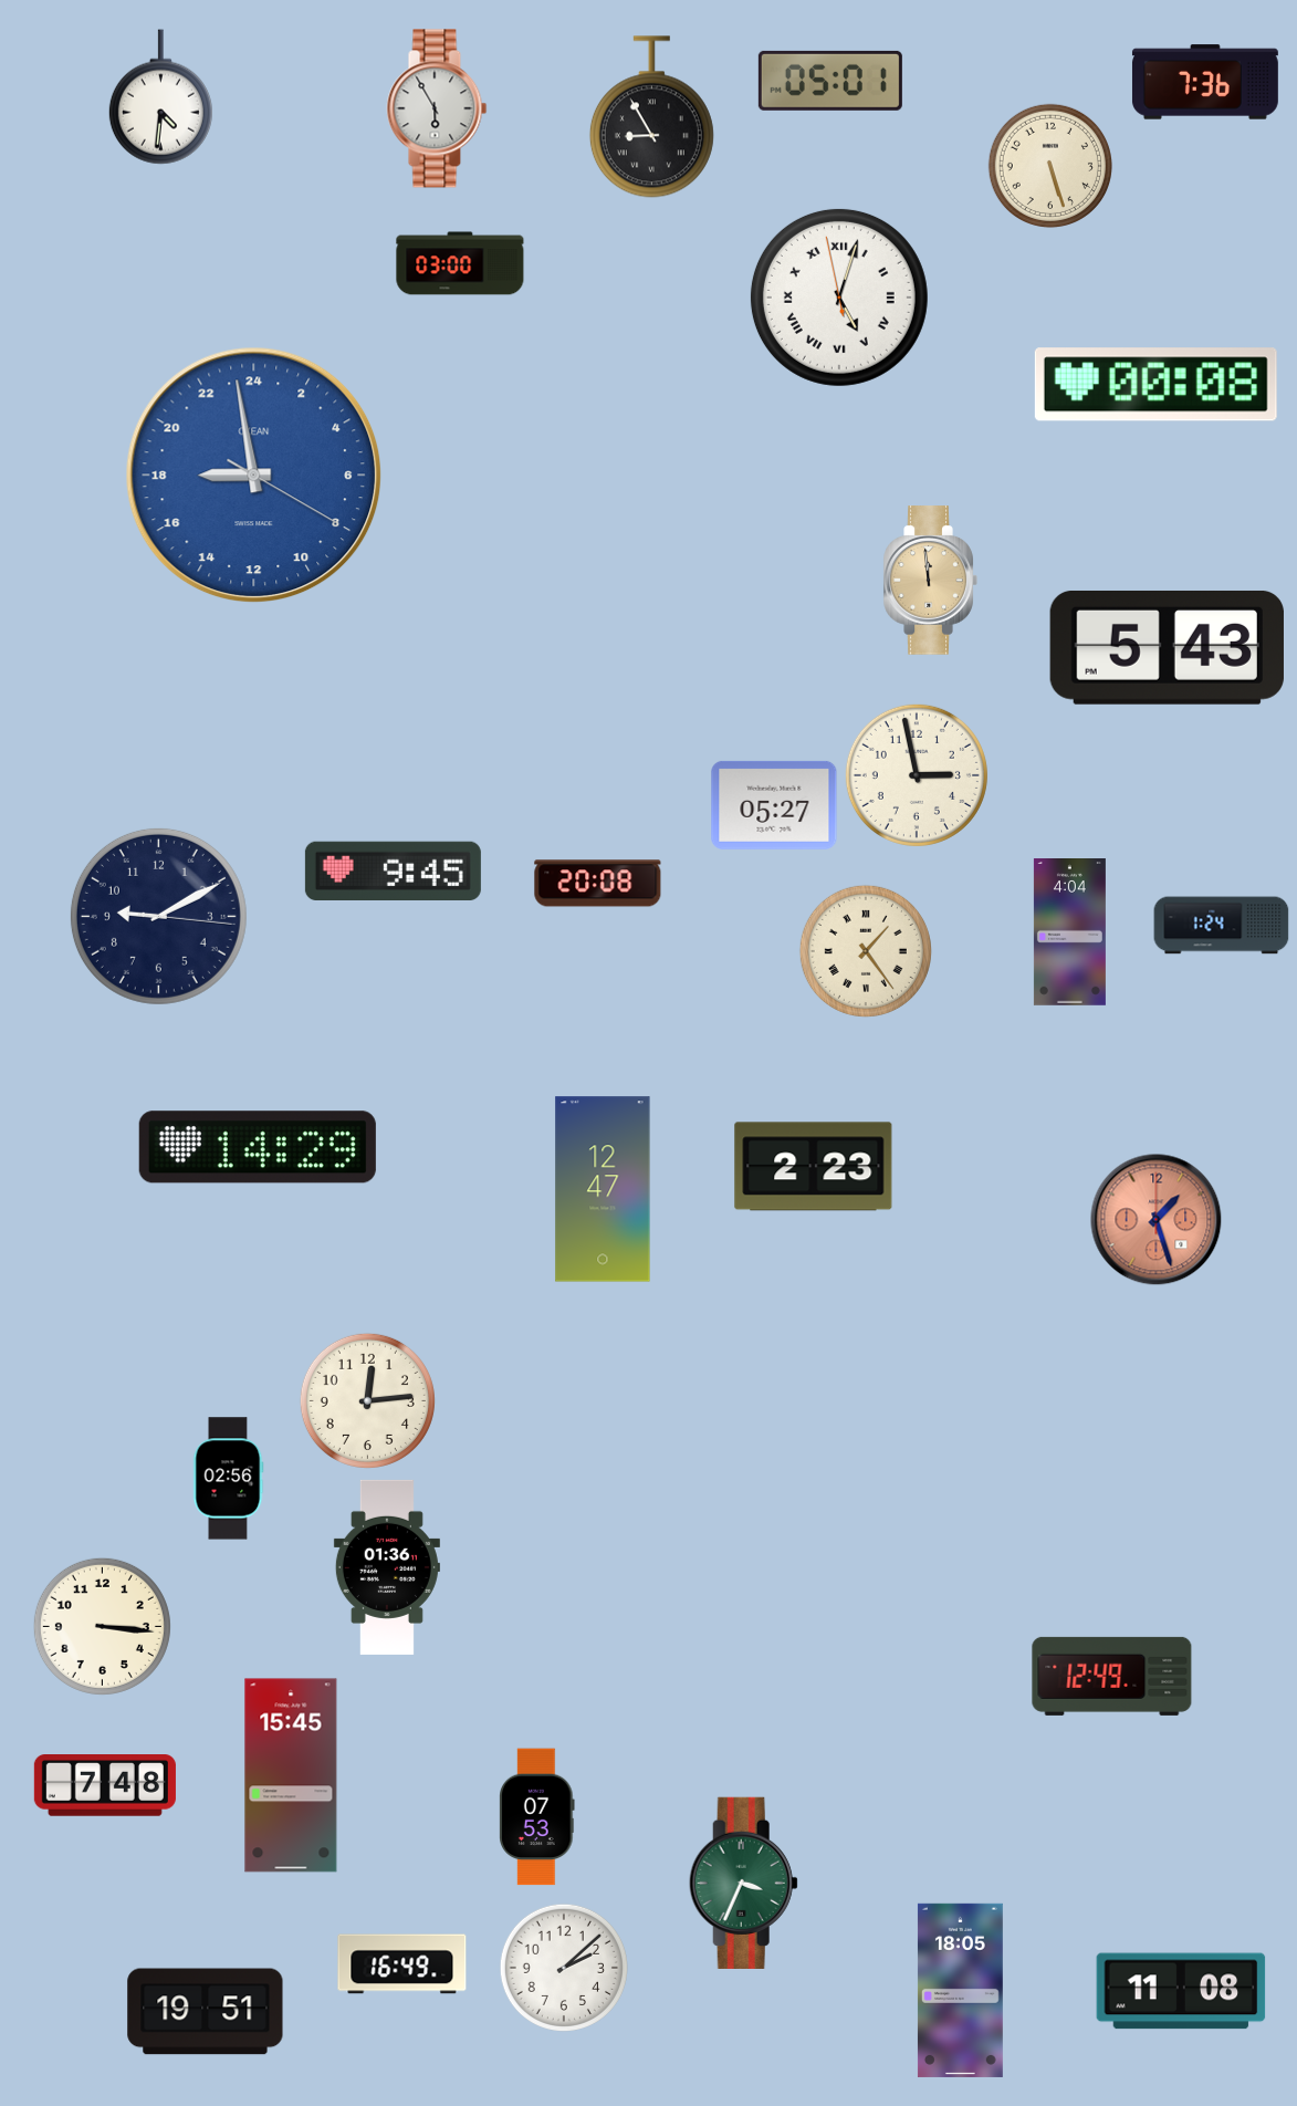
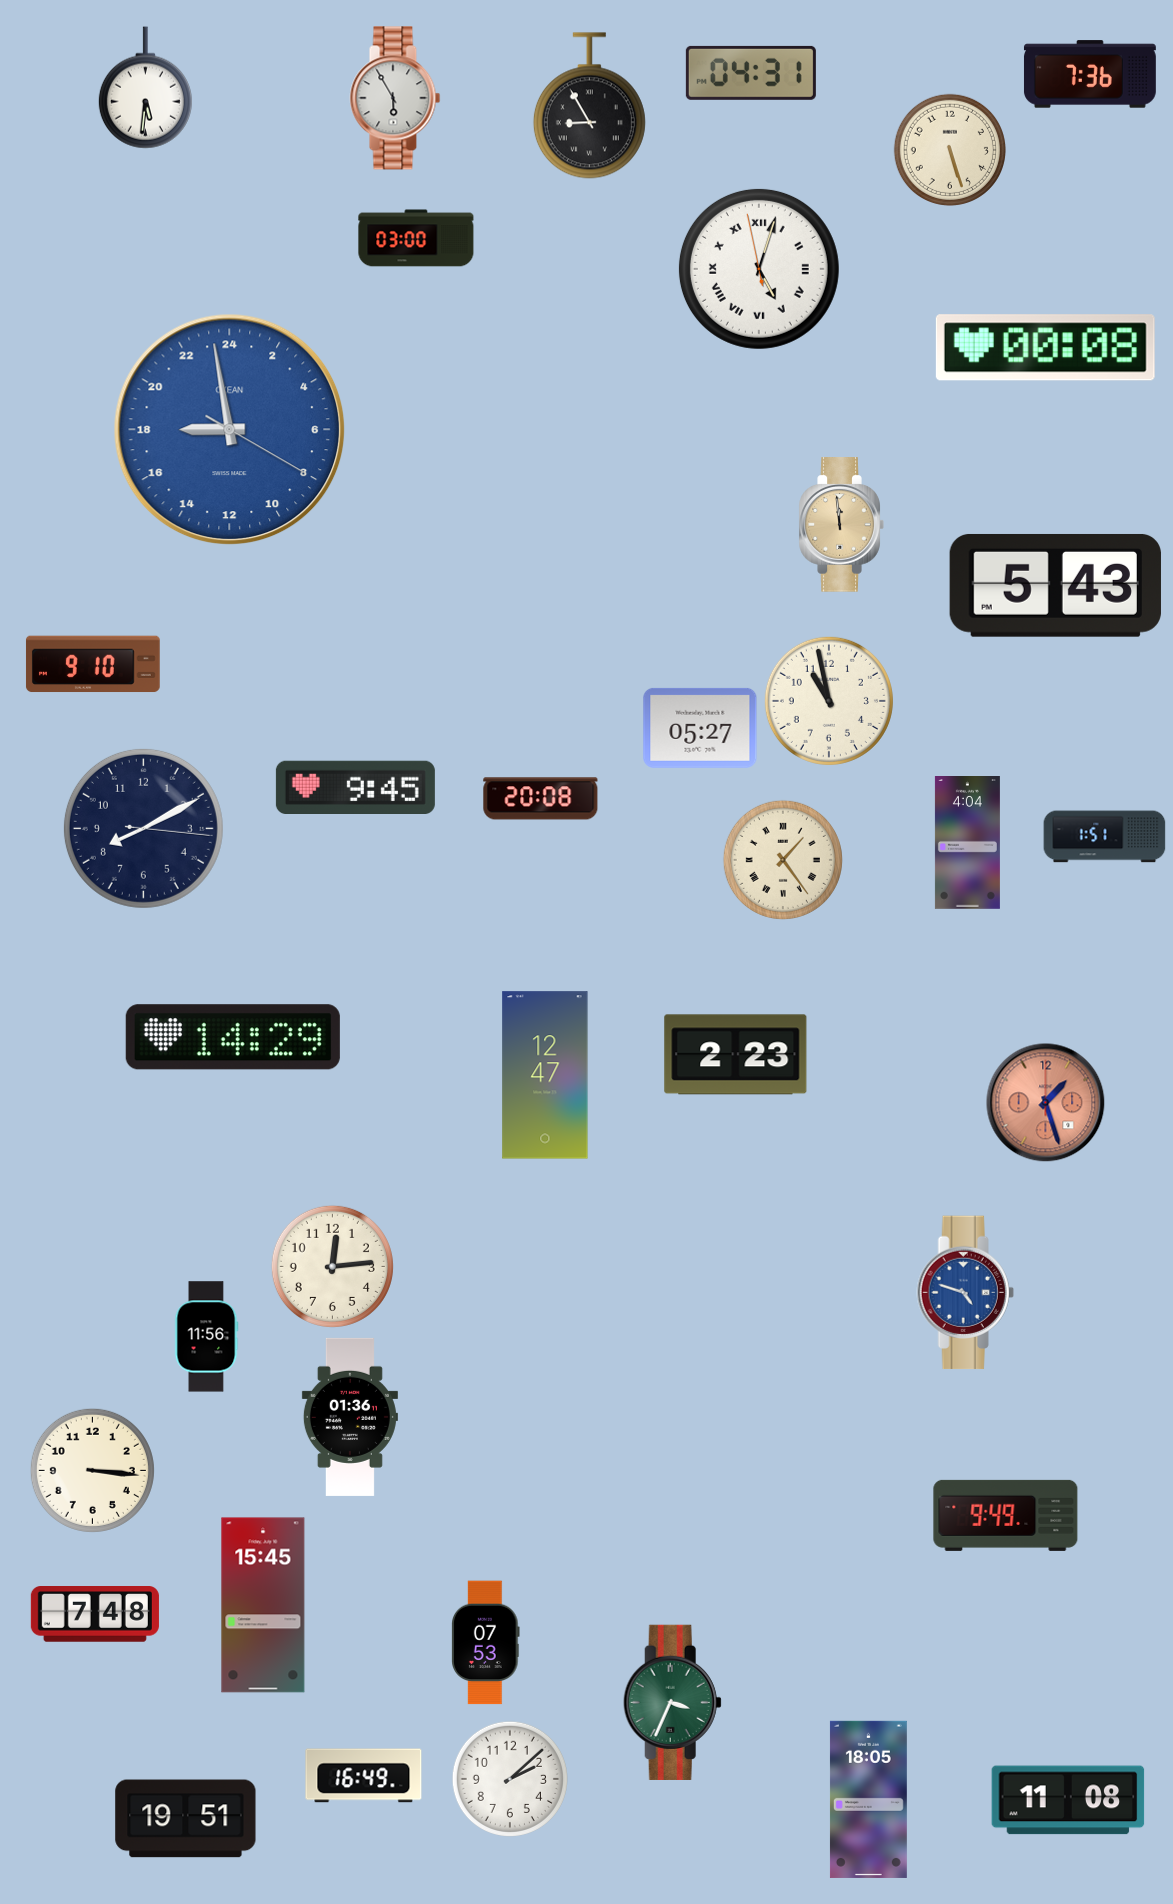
clock at (830, 81): 05:01 -> 04:31
clock at (160, 97): 4:31 -> 5:31
clock at (93, 664): none -> 9:10
clock at (917, 775): 2:58 -> 10:58
clock at (158, 916): 9:10 -> 8:10
clock at (1222, 926): 1:24 -> 1:51
clock at (965, 1293): none -> 4:48
clock at (228, 1479): 02:56 -> 11:56
clock at (1112, 1676): 12:49 -> 9:49
